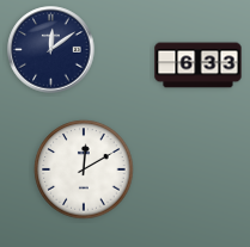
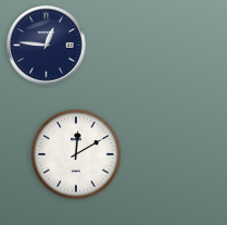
clock at (51, 50): 12:09 -> 12:46
clock at (199, 66): 6:33 -> none
